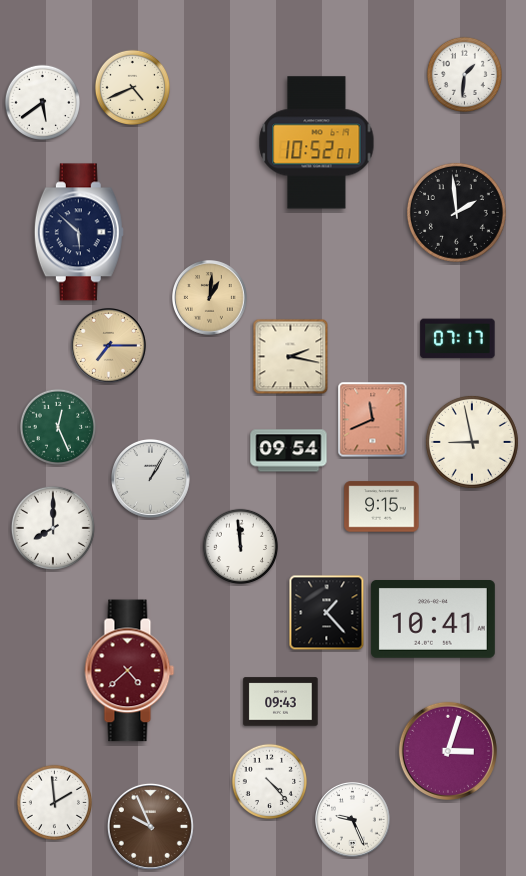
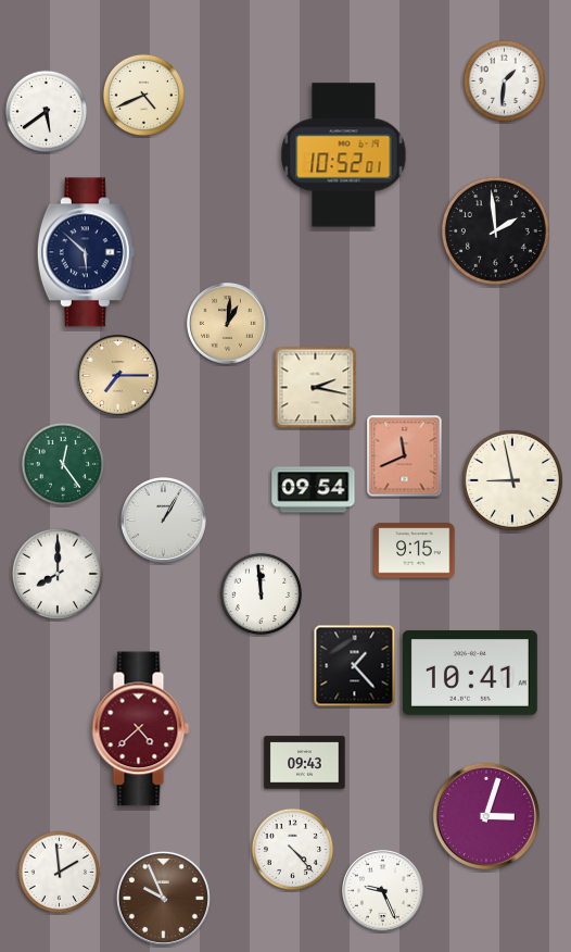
clock at (458, 339): 07:17 -> none
clock at (57, 426): 12:26 -> 12:24
